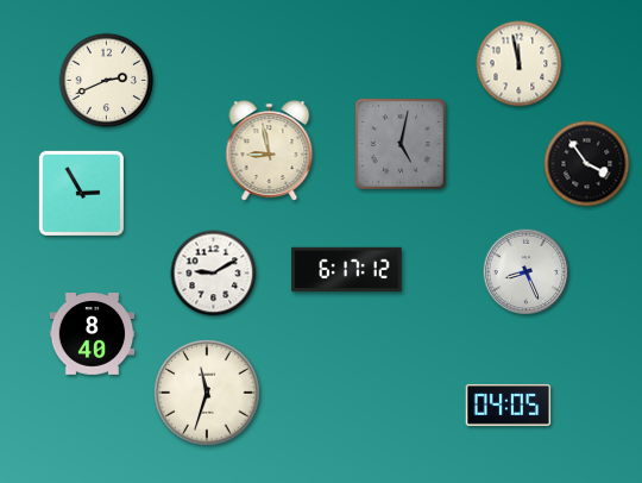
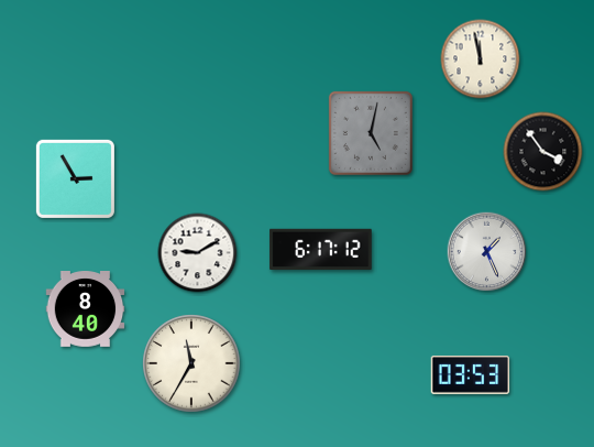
clock at (107, 81): 2:41 -> none
clock at (270, 151): 8:58 -> none
clock at (527, 272): 8:26 -> 1:26
clock at (207, 393): 11:33 -> 11:35
clock at (509, 404): 04:05 -> 03:53
